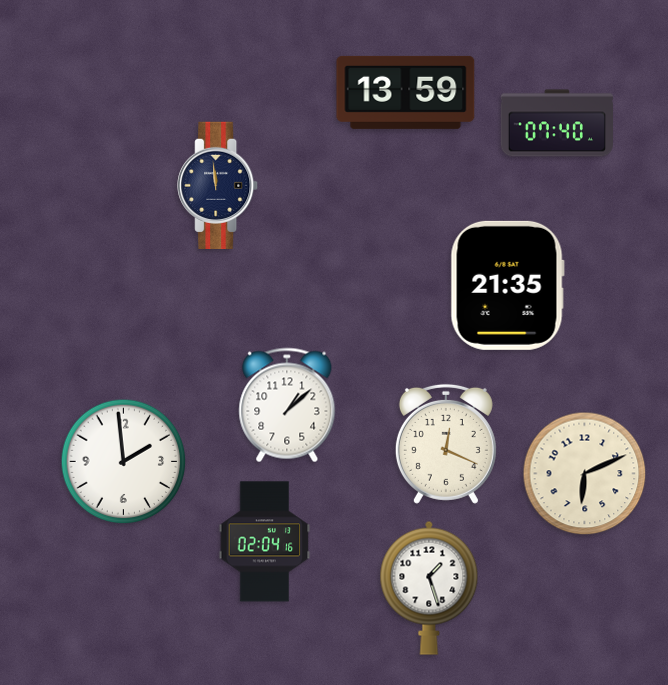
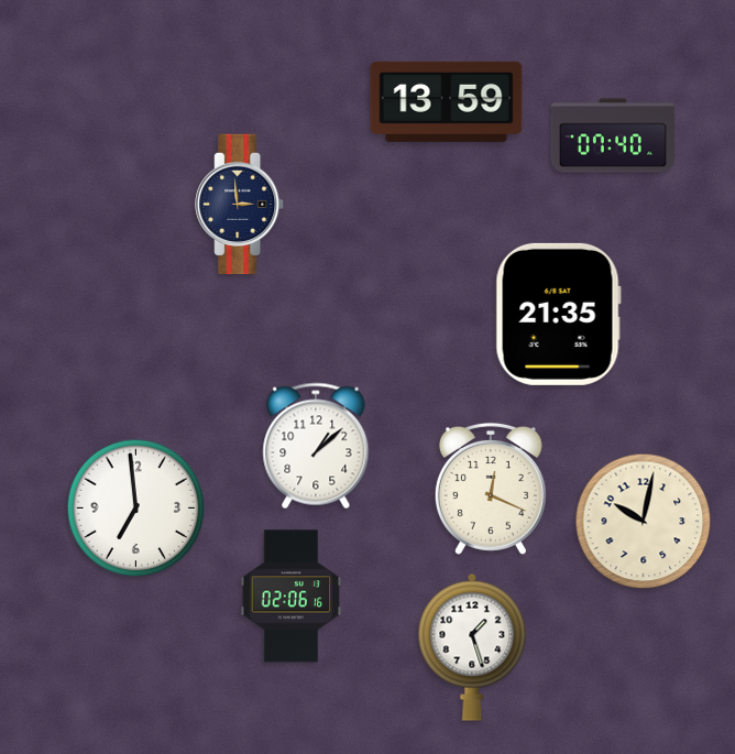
clock at (218, 185): 11:59 -> 2:59
clock at (124, 462): 1:59 -> 6:59
clock at (585, 474): 6:11 -> 10:02
clock at (265, 542): 02:04 -> 02:06
